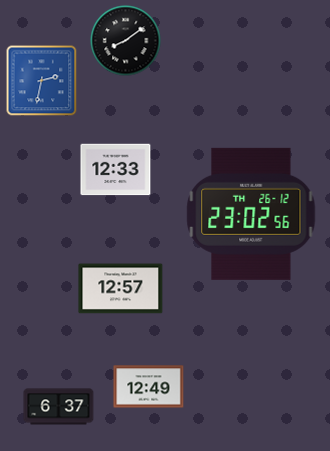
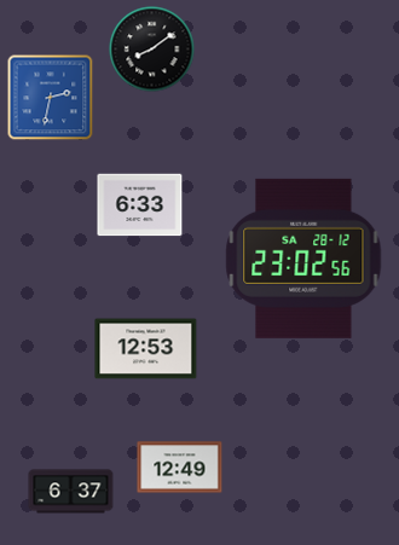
clock at (116, 170): 12:33 -> 6:33
clock at (251, 214) date: TH 26-12 -> SA 28-12
clock at (121, 289): 12:57 -> 12:53
